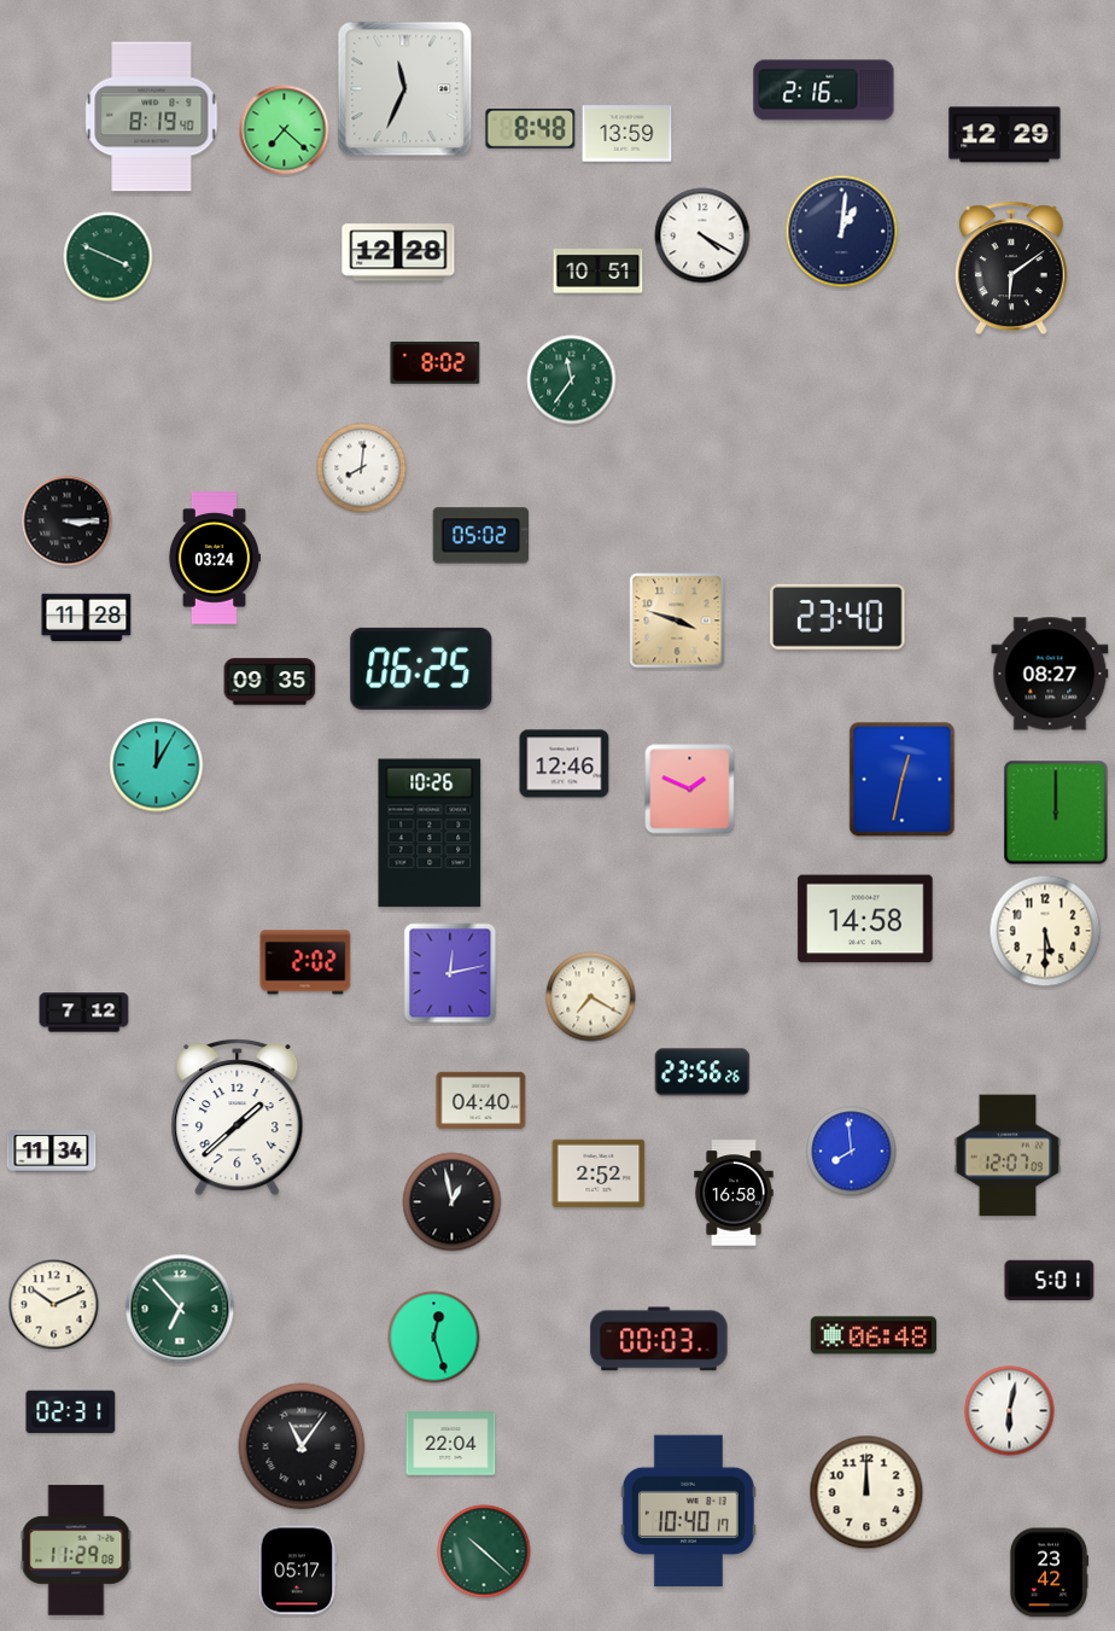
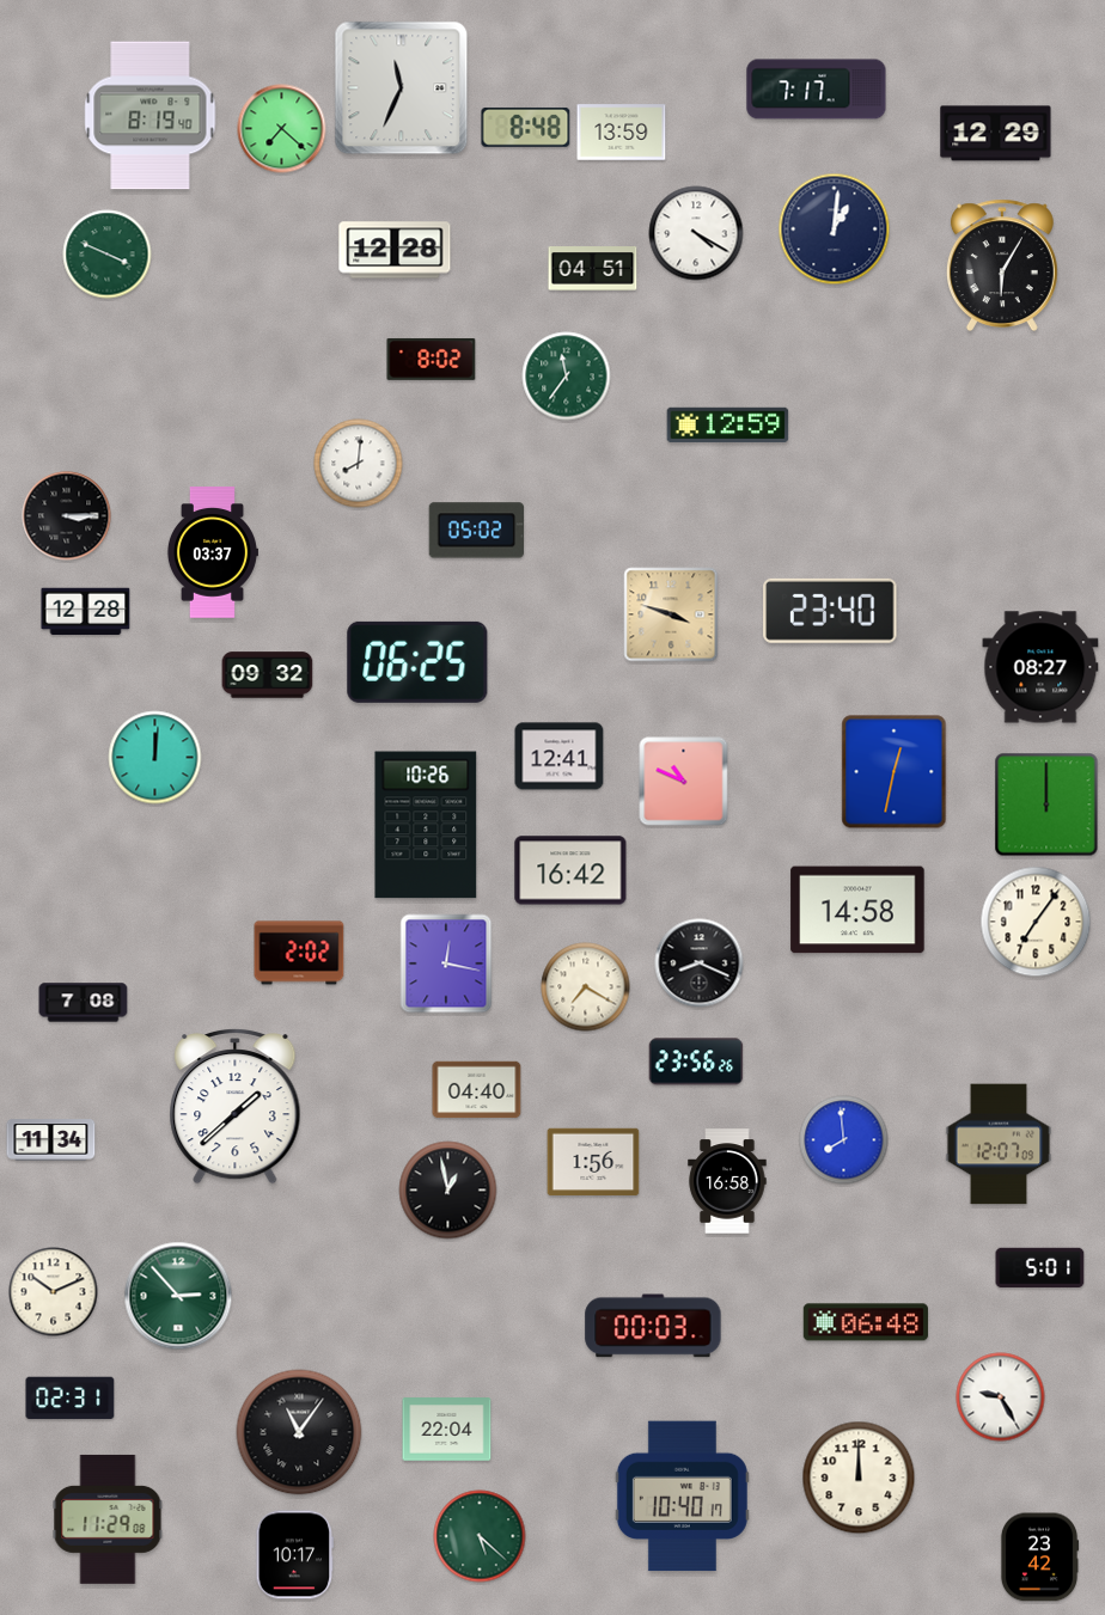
clock at (824, 91): 2:16 -> 7:17
clock at (1011, 268): 6:09 -> 6:05
clock at (599, 272): 10:51 -> 04:51
clock at (728, 426): none -> 12:59
clock at (214, 558): 03:24 -> 03:37
clock at (87, 618): 11:28 -> 12:28
clock at (270, 682): 09:35 -> 09:32
clock at (565, 764): 12:46 -> 12:41
clock at (157, 765): 12:05 -> 12:01
clock at (690, 790): 1:49 -> 10:49
clock at (570, 870): none -> 16:42
clock at (1045, 931): 5:30 -> 7:06
clock at (305, 962) position: (305, 962) -> (299, 953)
clock at (450, 973): 12:13 -> 12:17
clock at (700, 964): none -> 8:19
clock at (84, 1013): 7:12 -> 7:08
clock at (599, 1173): 2:52 -> 1:56
clock at (180, 1309): 6:53 -> 2:53
clock at (434, 1338): 12:27 -> none
clock at (1010, 1411): 6:02 -> 9:25
clock at (76, 1550) position: (76, 1550) -> (108, 1519)
clock at (484, 1551): 10:22 -> 5:22
clock at (298, 1571): 05:17 -> 10:17
